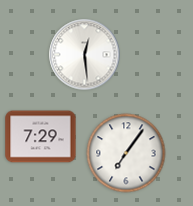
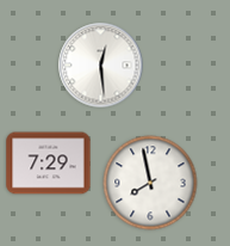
clock at (126, 153): 7:06 -> 7:58
